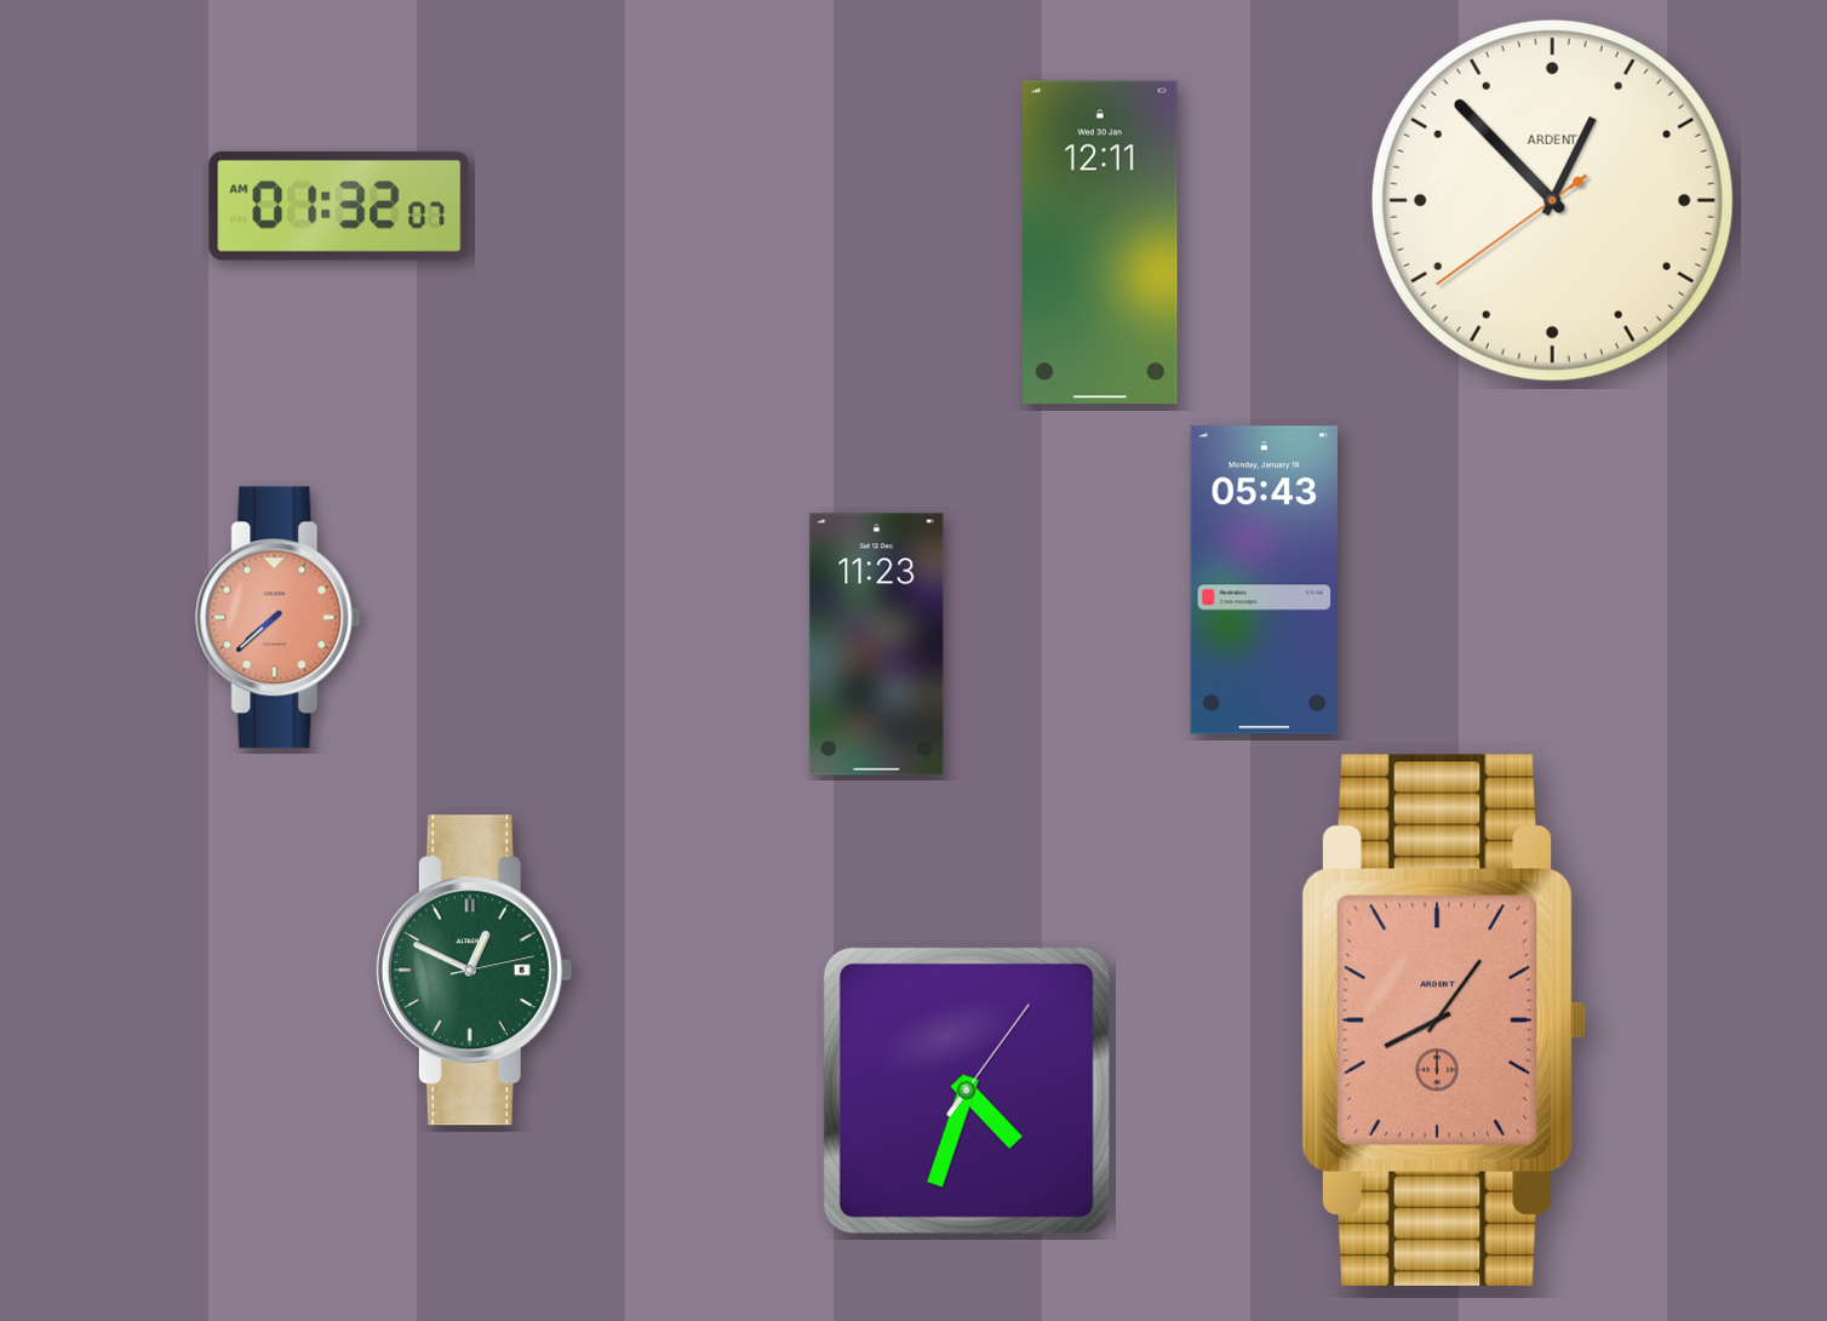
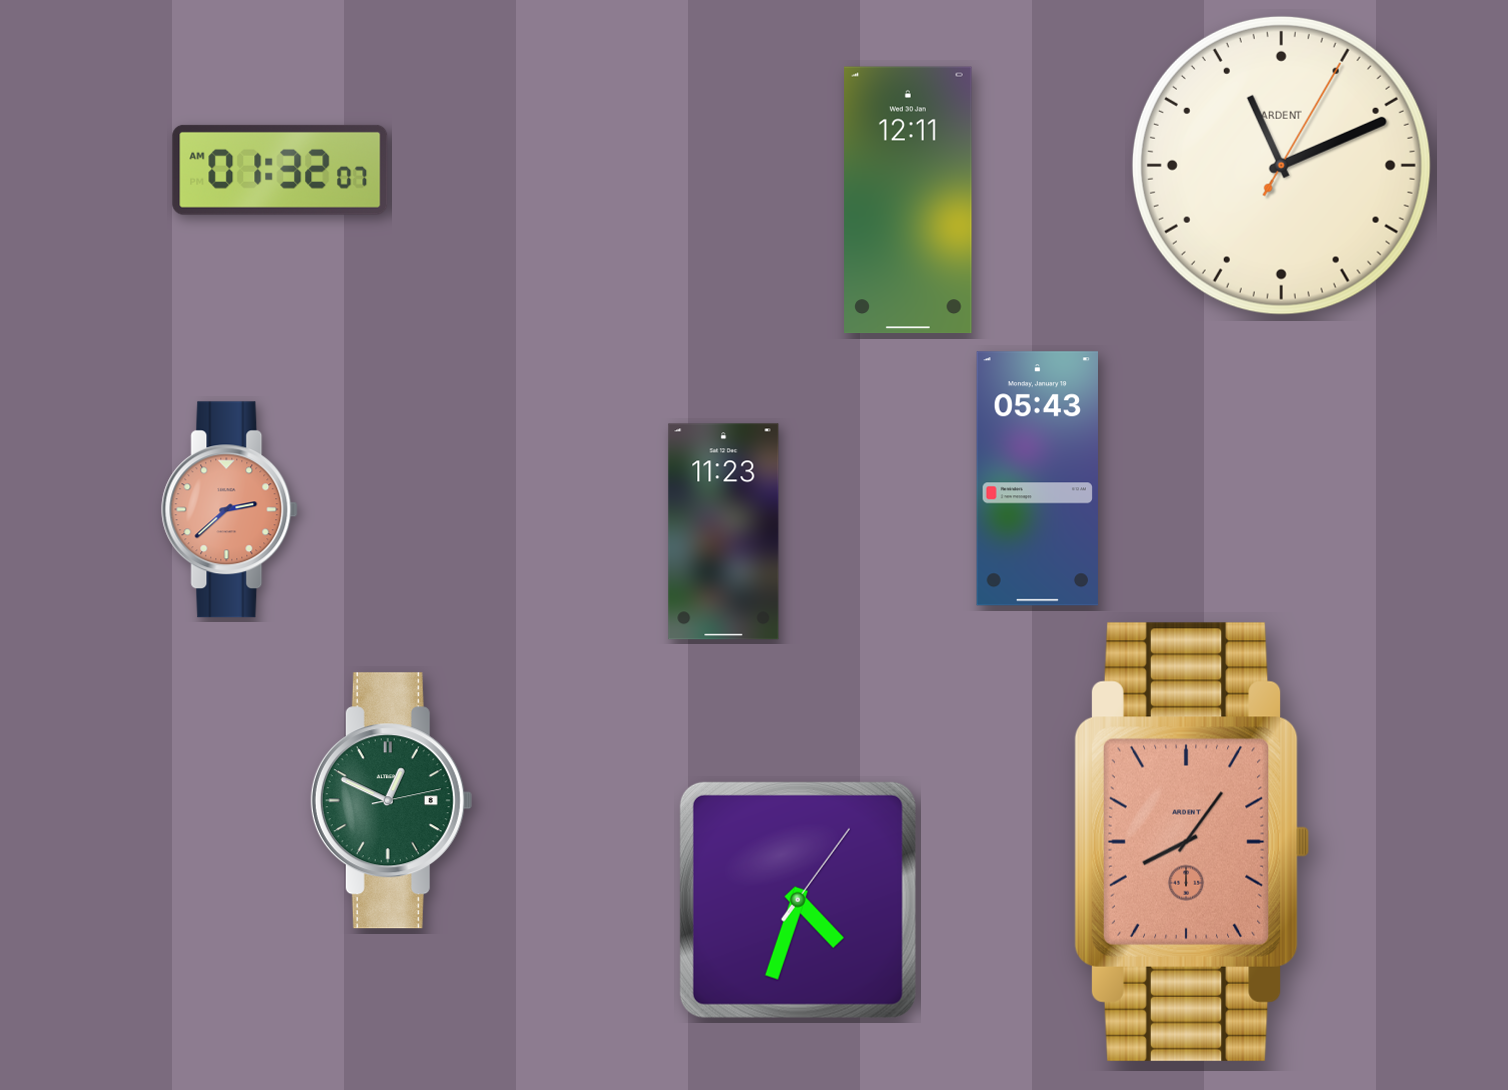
clock at (1552, 200): 12:52 -> 11:11
clock at (1264, 581) position: (1264, 581) -> (1037, 479)
clock at (279, 618): 7:38 -> 2:38
